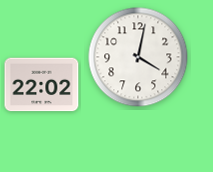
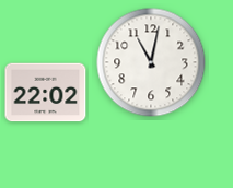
clock at (138, 57): 4:02 -> 11:02
